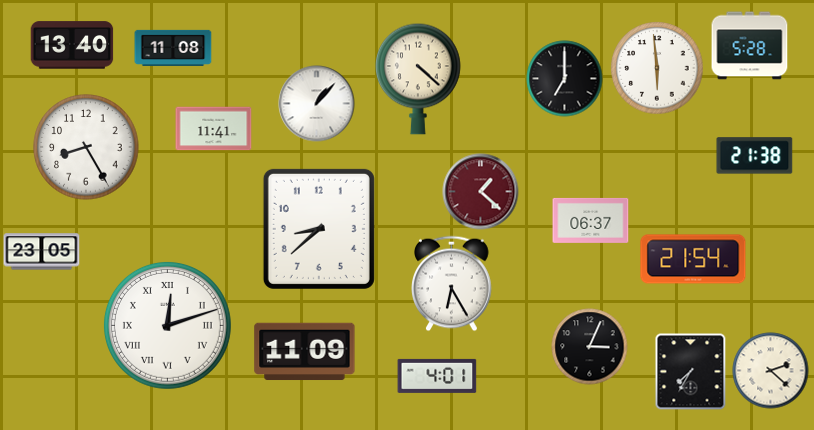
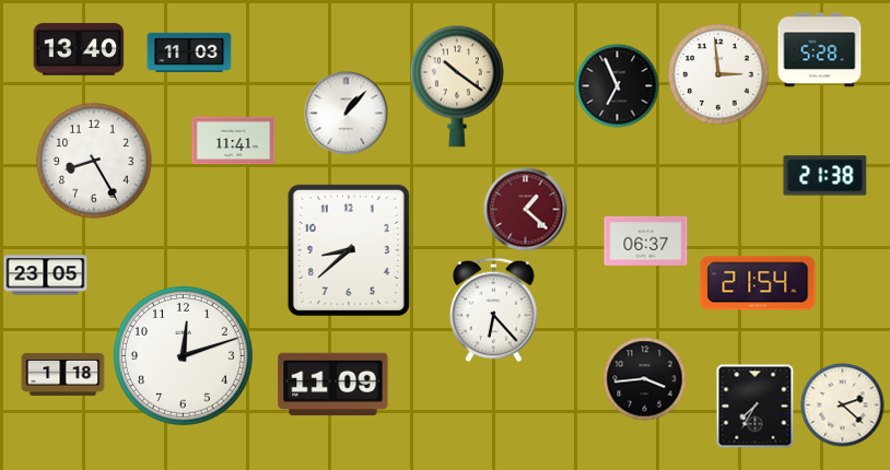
clock at (173, 48): 11:08 -> 11:03
clock at (657, 68): 5:59 -> 2:59
clock at (419, 79): 4:22 -> 10:21
clock at (565, 79): 7:00 -> 6:56
clock at (755, 156) position: (755, 156) -> (825, 176)
clock at (452, 284): 6:25 -> 6:23
clock at (167, 325) numerals: Roman -> Arabic
clock at (63, 374): none -> 1:18
clock at (590, 347): 3:04 -> 3:44
clock at (437, 376): 4:01 -> none
